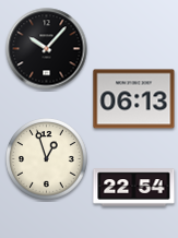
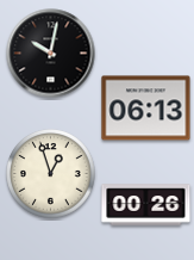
clock at (47, 49): 10:07 -> 10:02
clock at (134, 188): 22:54 -> 00:26
